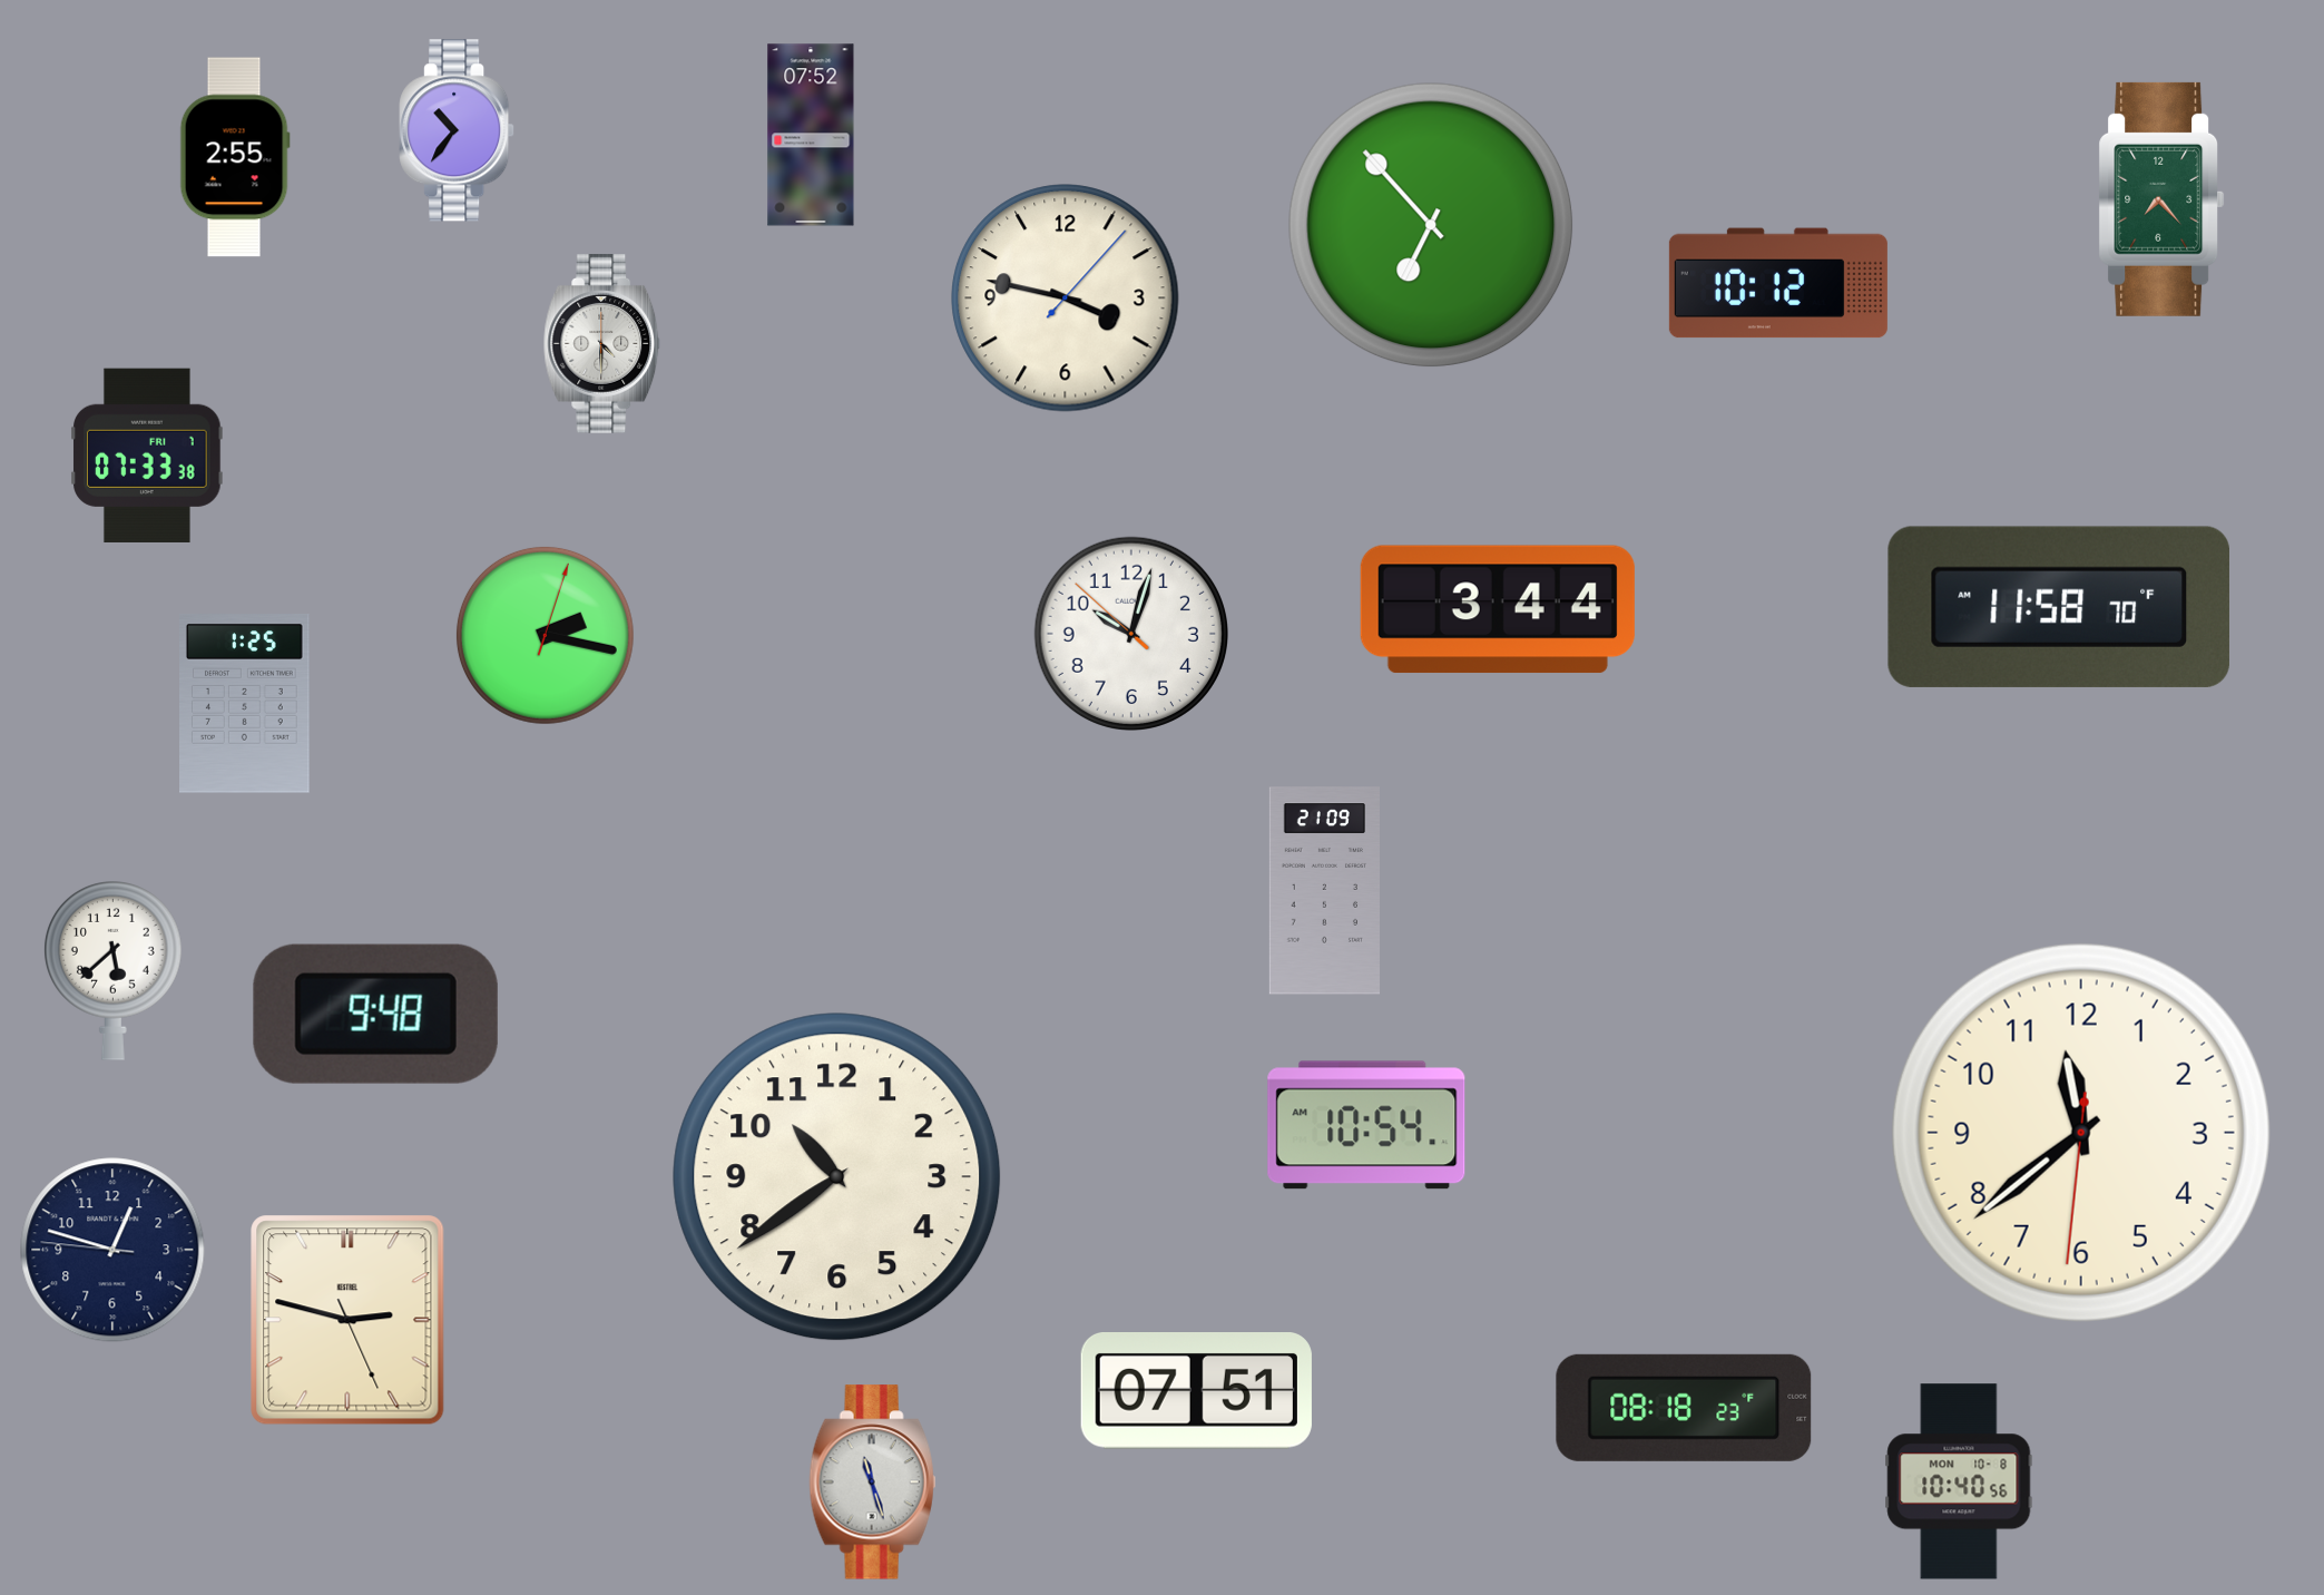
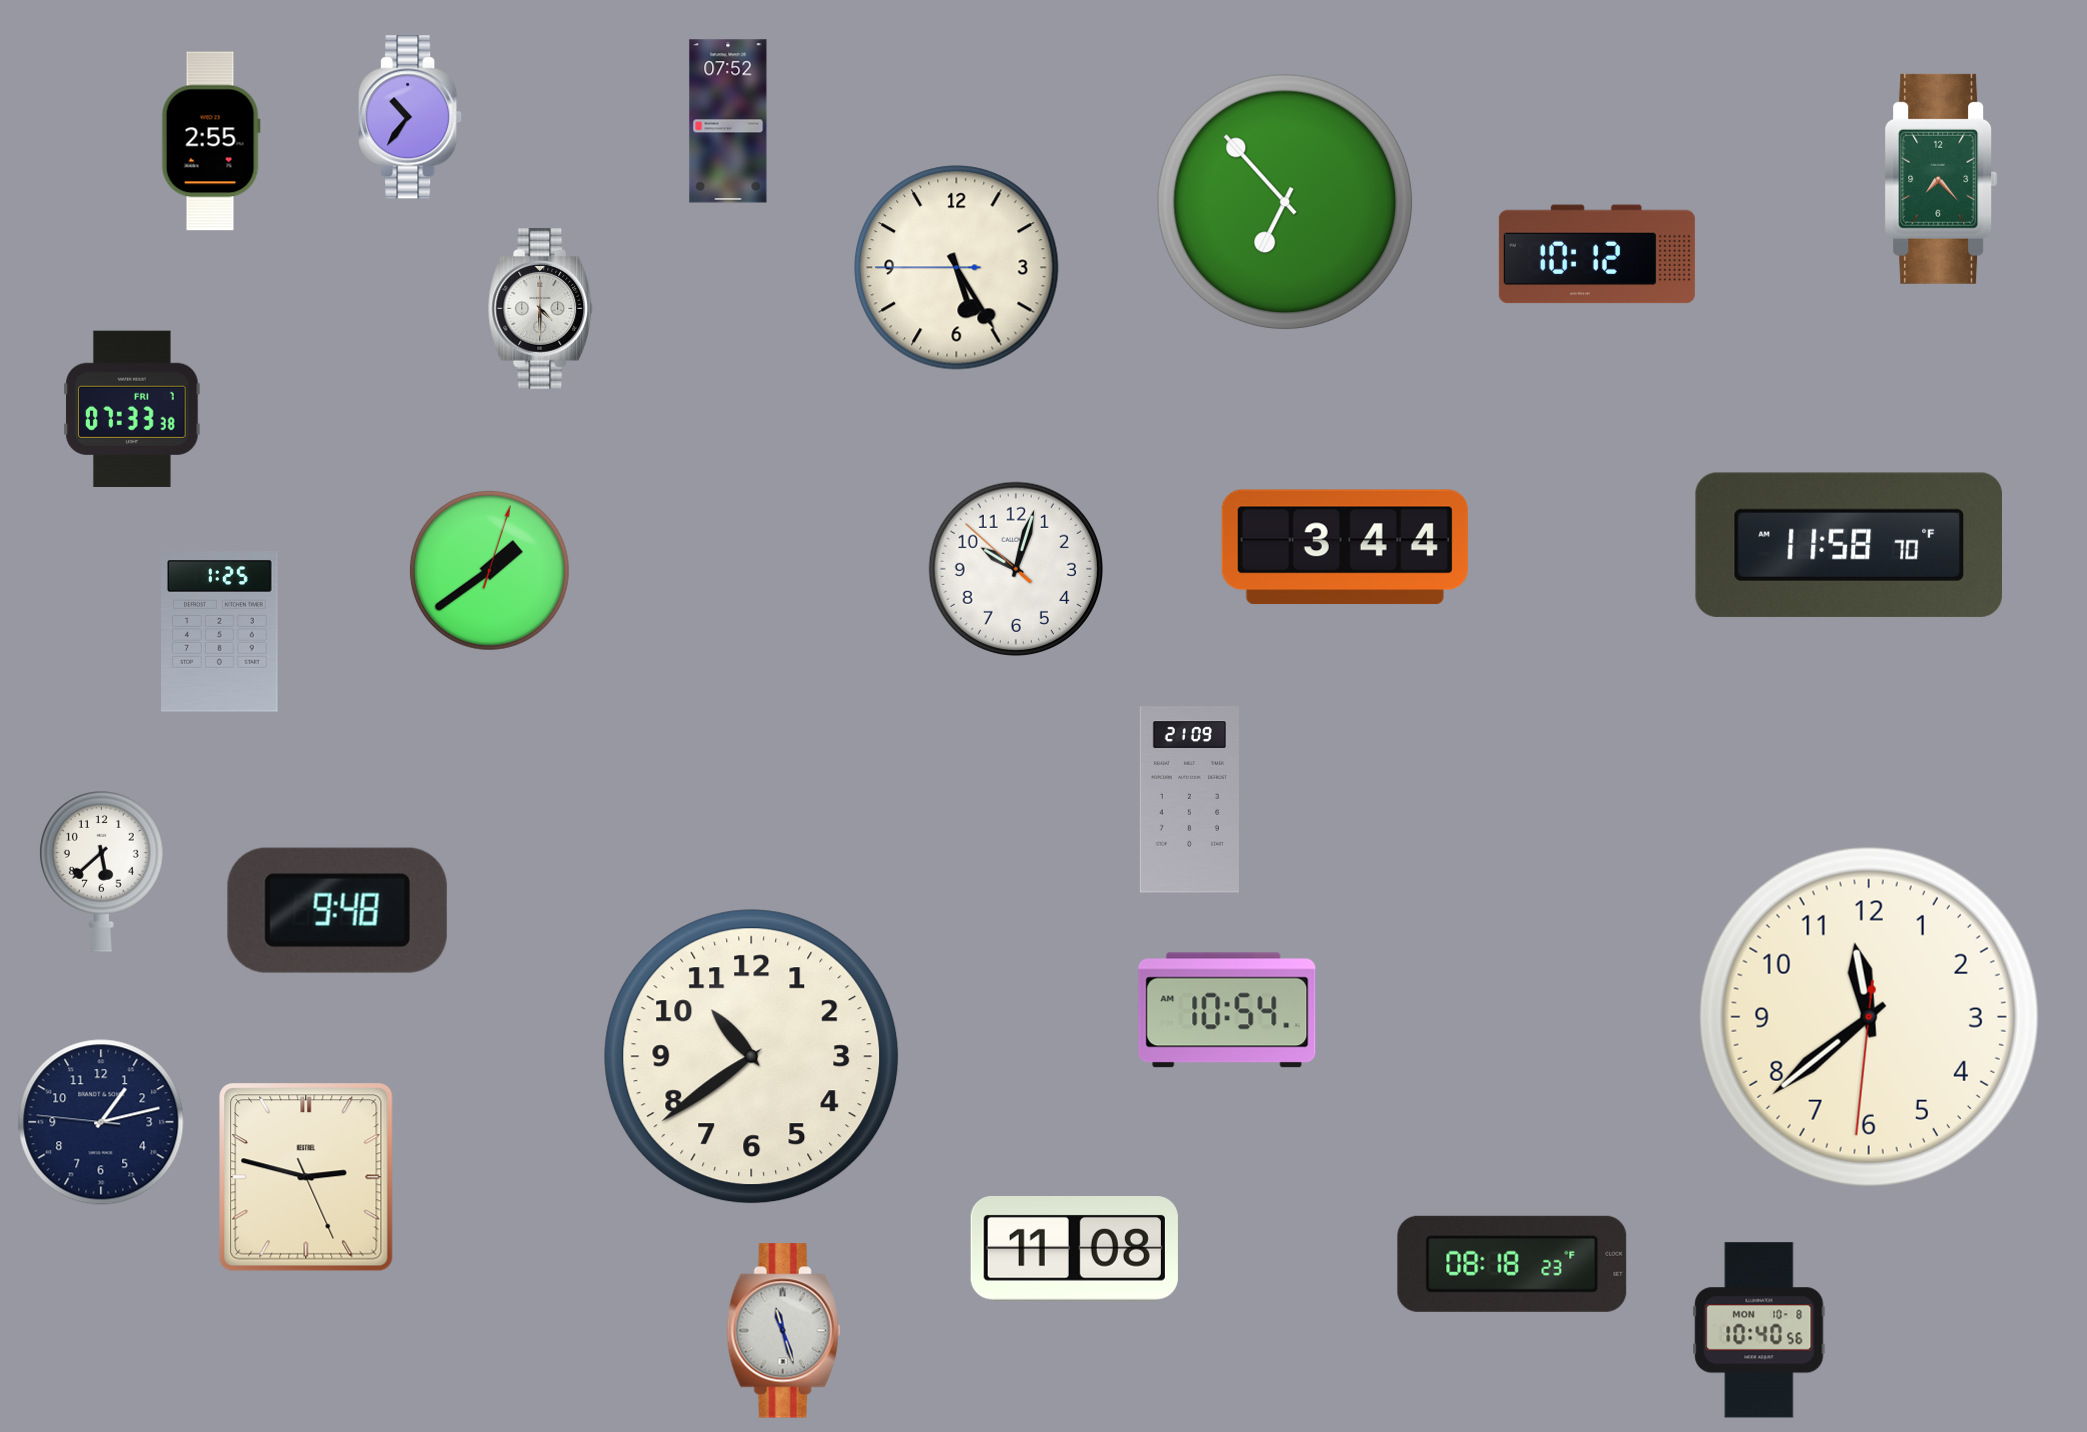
clock at (1066, 299): 3:47 -> 5:24
clock at (545, 635): 2:17 -> 1:39
clock at (112, 1250): 12:47 -> 1:12
clock at (347, 1320) position: (347, 1320) -> (306, 1177)
clock at (1196, 1391): 07:51 -> 11:08
